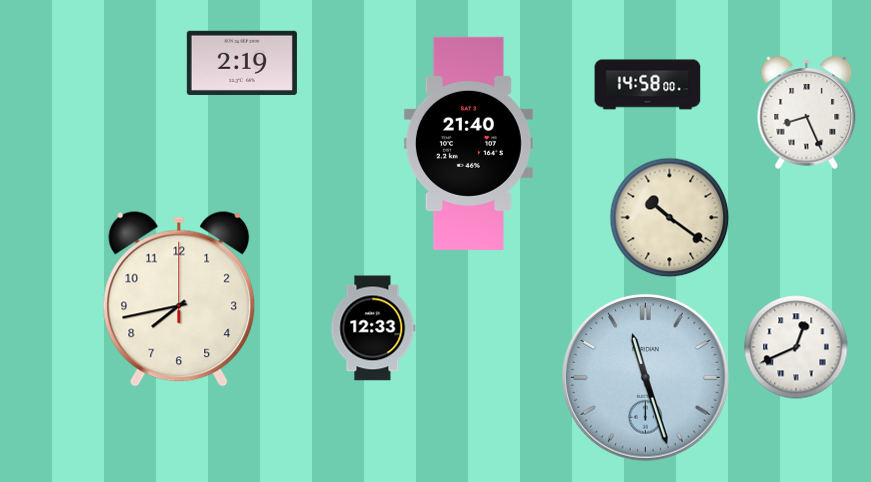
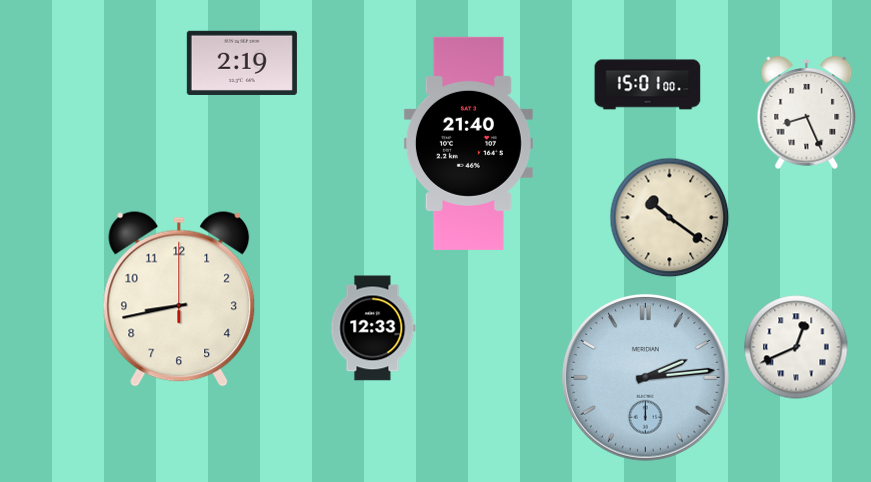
clock at (648, 85): 14:58 -> 15:01
clock at (179, 299): 7:43 -> 8:43
clock at (646, 378): 11:27 -> 2:14
